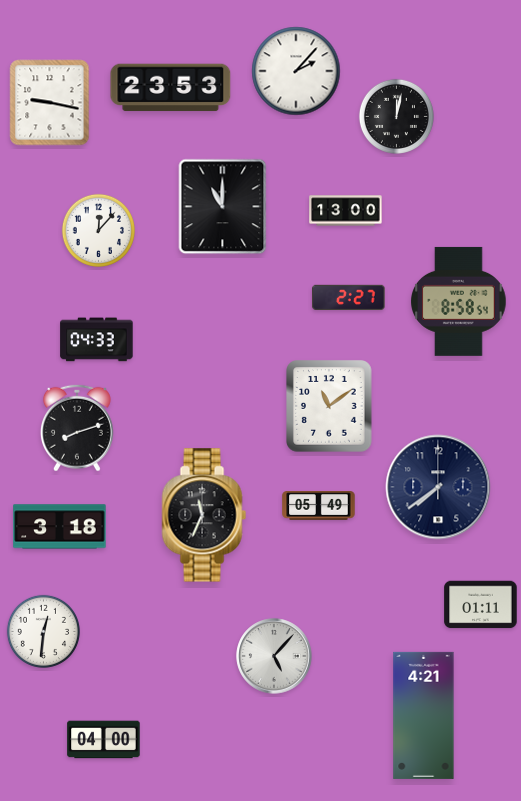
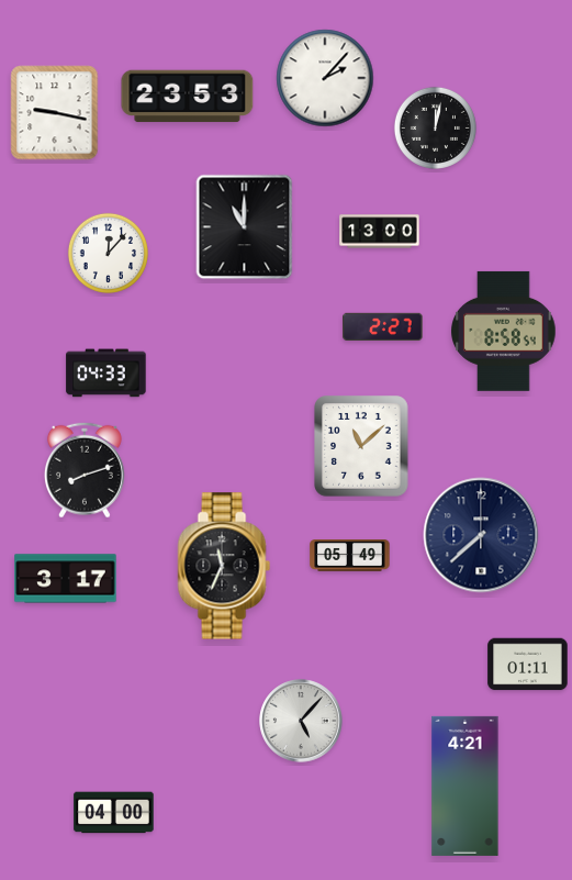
clock at (330, 407): 11:09 -> 11:08
clock at (438, 487): 7:39 -> 7:38
clock at (60, 527): 3:18 -> 3:17
clock at (43, 631): 12:31 -> none
